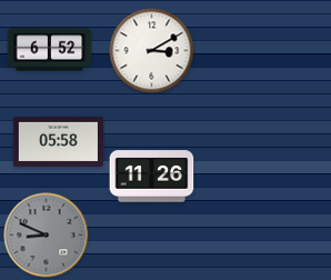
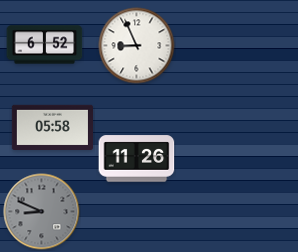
clock at (152, 51): 3:10 -> 8:56
